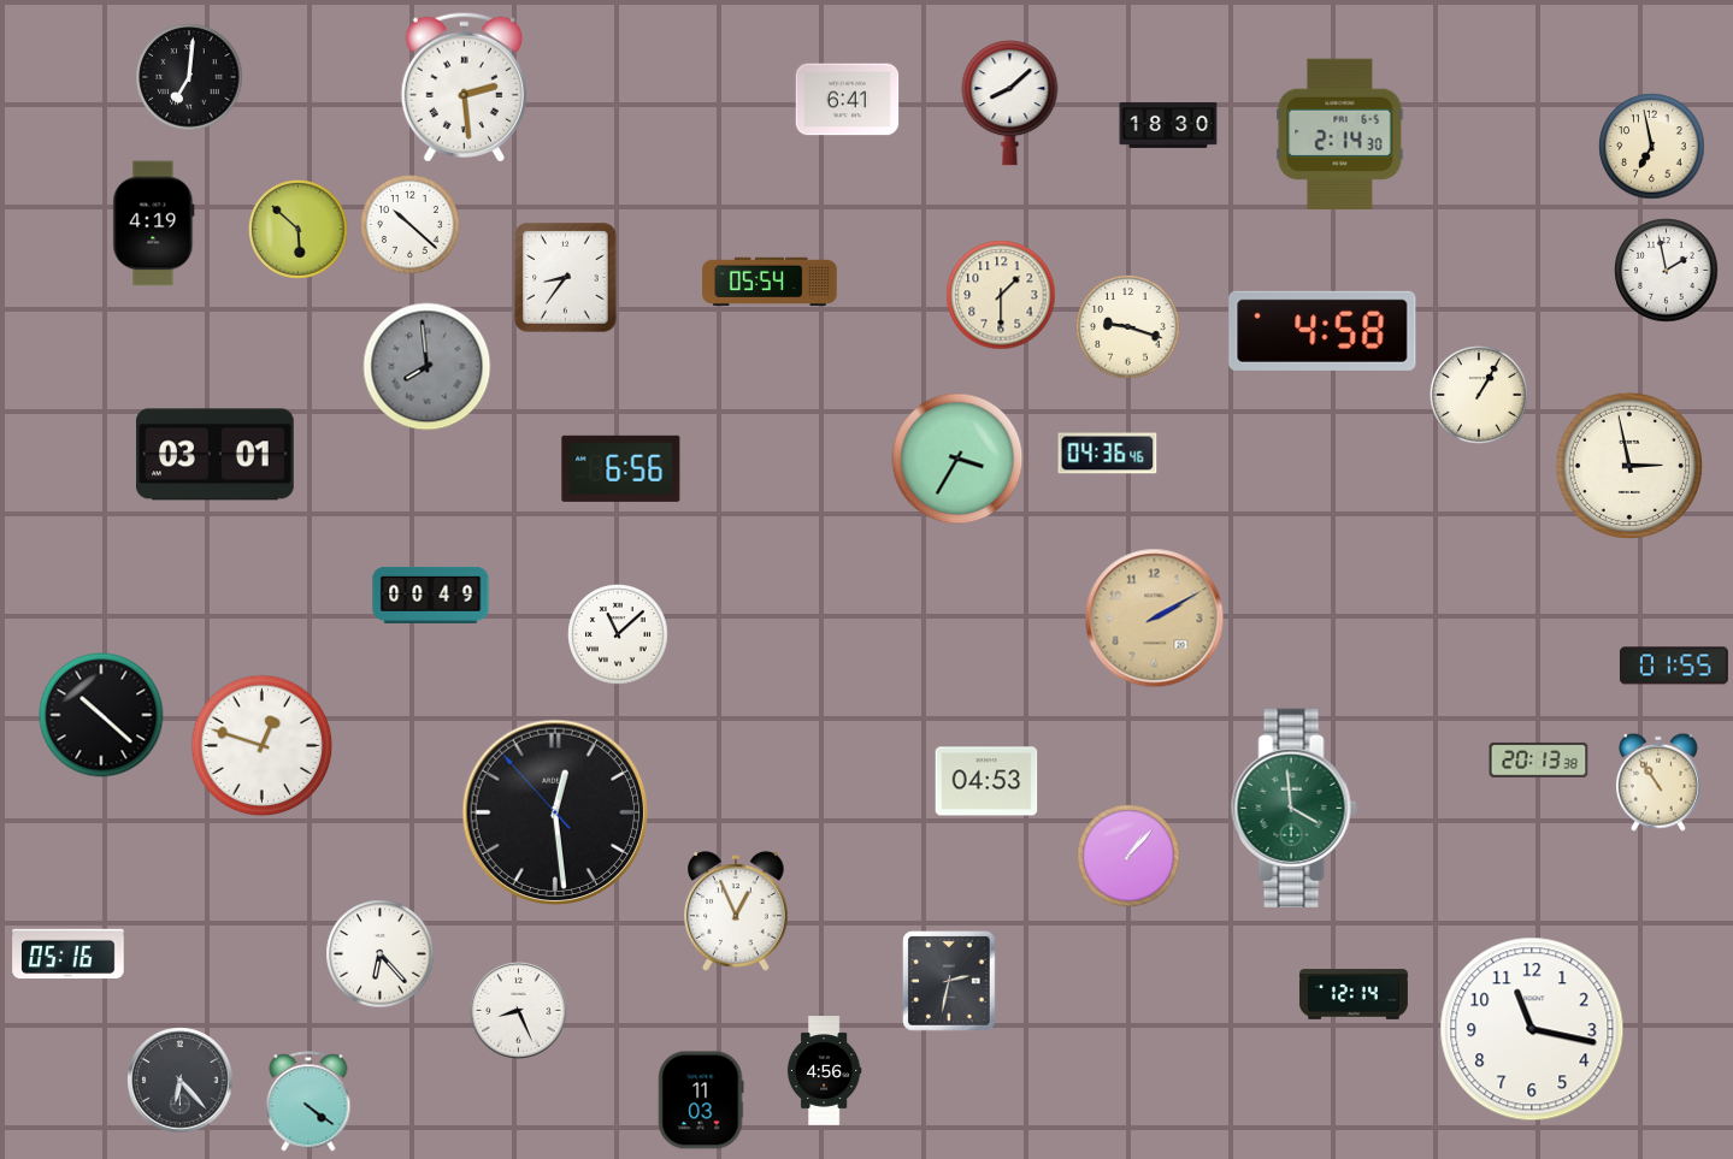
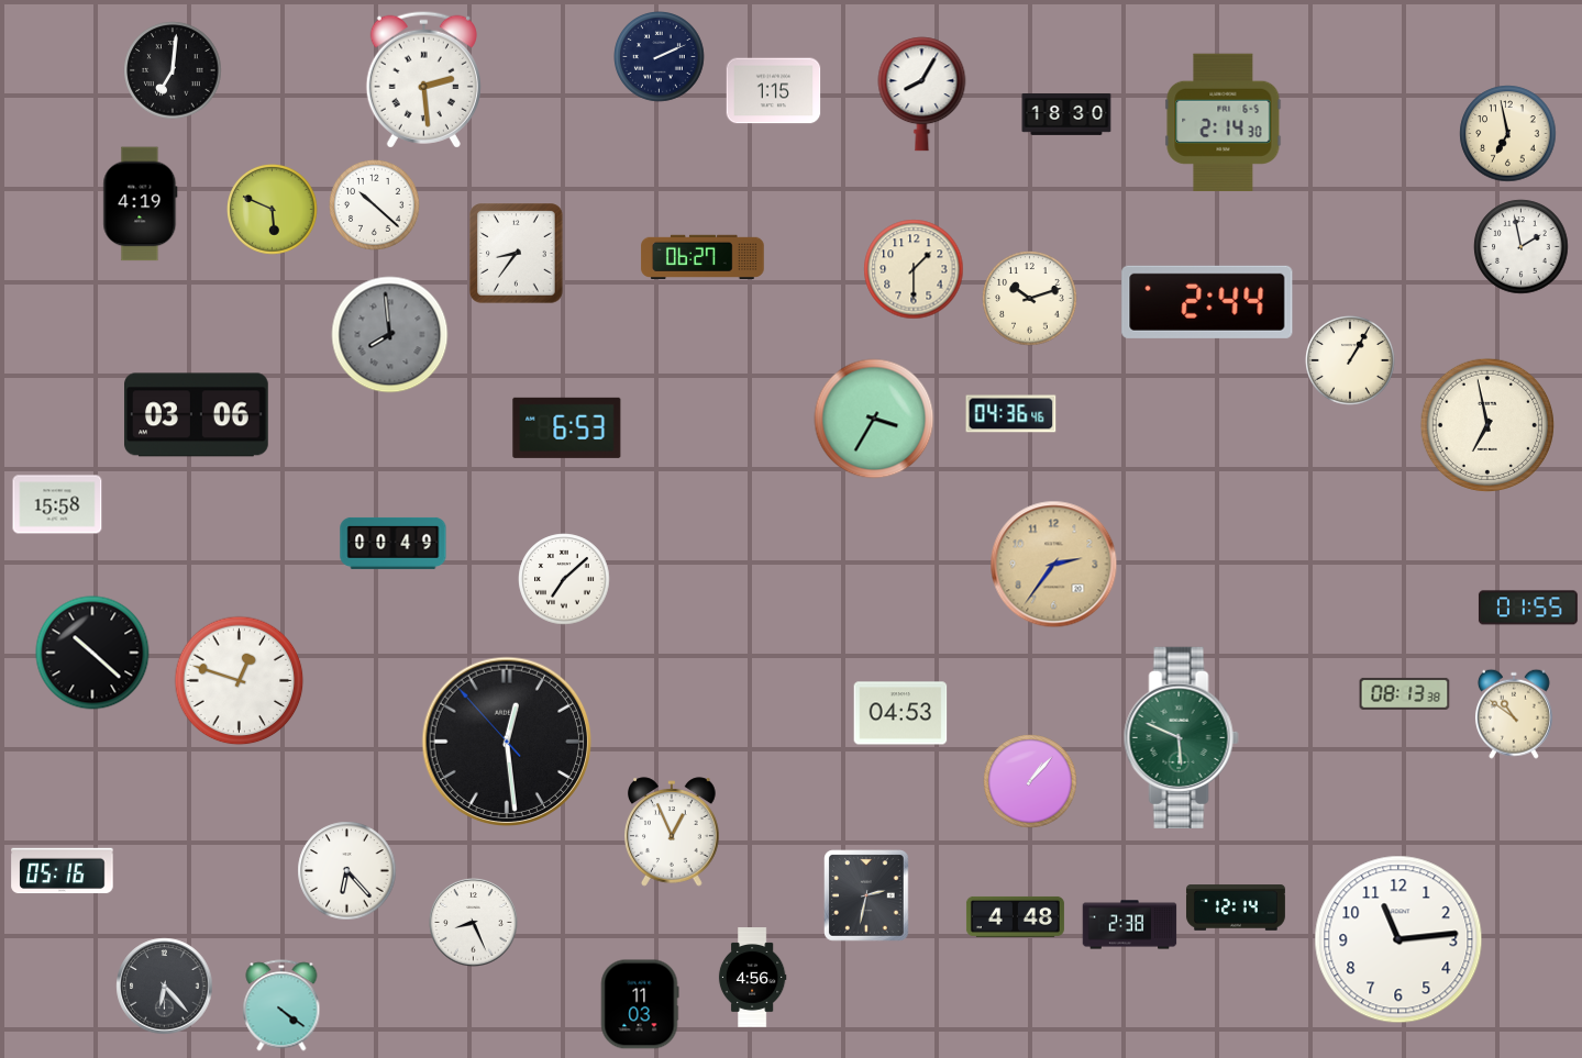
clock at (660, 57): none -> 2:11
clock at (848, 100): 6:41 -> 1:15
clock at (1010, 104): 8:08 -> 8:05
clock at (299, 230): 5:52 -> 5:49
clock at (770, 282): 05:54 -> 06:27
clock at (1128, 327): 9:18 -> 10:12
clock at (1322, 331): 4:58 -> 2:44
clock at (216, 455): 03:01 -> 03:06
clock at (1628, 465): 2:58 -> 6:58
clock at (621, 468): 6:56 -> 6:53
clock at (57, 504): none -> 15:58
clock at (1155, 619): 2:10 -> 2:36
clock at (618, 634): 11:08 -> 7:08
clock at (1539, 759): 20:13 -> 08:13
clock at (1658, 782): 10:54 -> 10:51
clock at (1293, 808): 3:59 -> 5:49
clock at (1015, 916): none -> 4:48
clock at (1130, 925): none -> 2:38
clock at (1532, 1029): 11:17 -> 11:14
